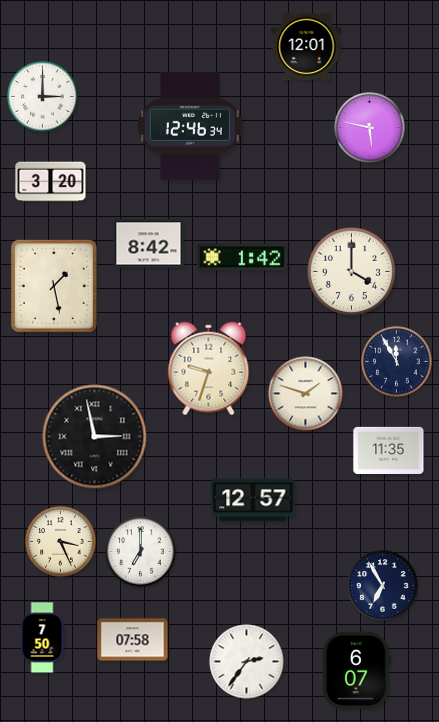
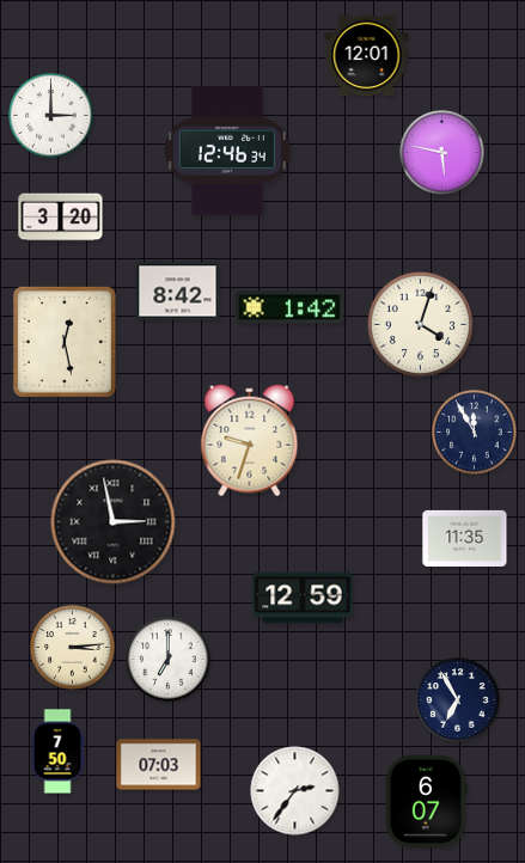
clock at (352, 272): 4:00 -> 4:03
clock at (54, 286): 1:28 -> 12:28
clock at (306, 394): 1:48 -> none
clock at (253, 500): 12:57 -> 12:59
clock at (61, 542): 3:26 -> 3:14
clock at (42, 638) position: (42, 638) -> (57, 752)
clock at (133, 640): 07:58 -> 07:03
